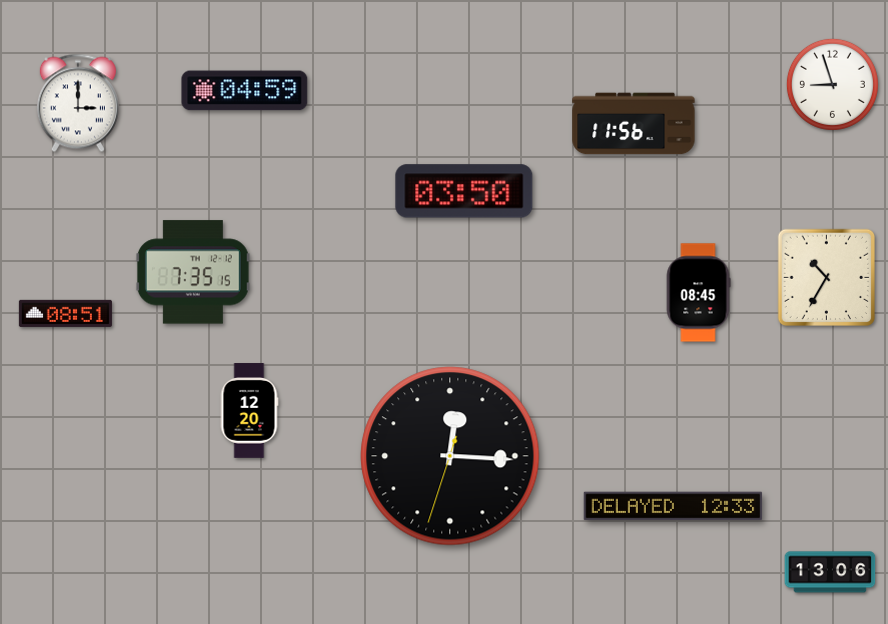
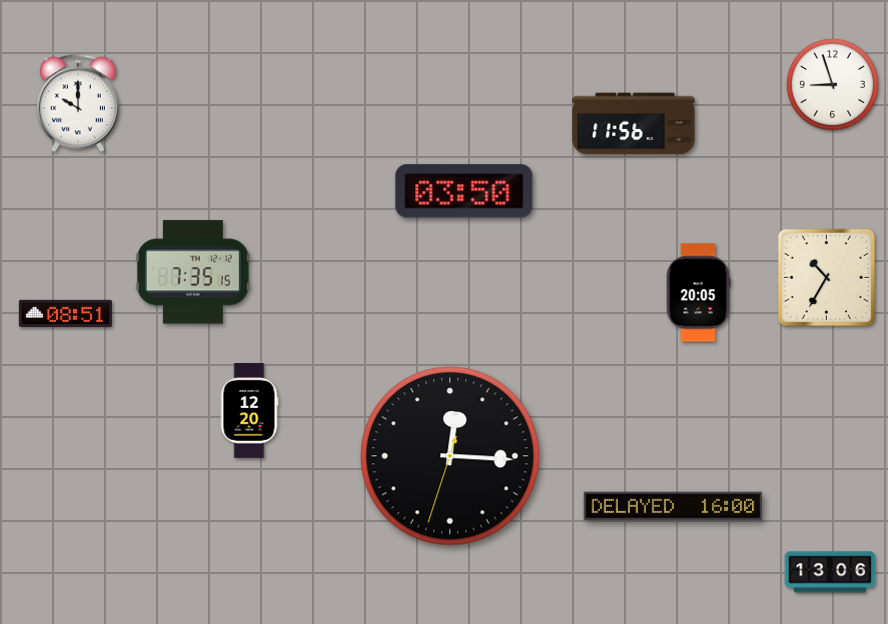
clock at (245, 91): 04:59 -> none
clock at (78, 103): 3:00 -> 10:00
clock at (698, 293): 08:45 -> 20:05
clock at (673, 506): 12:33 -> 16:00
